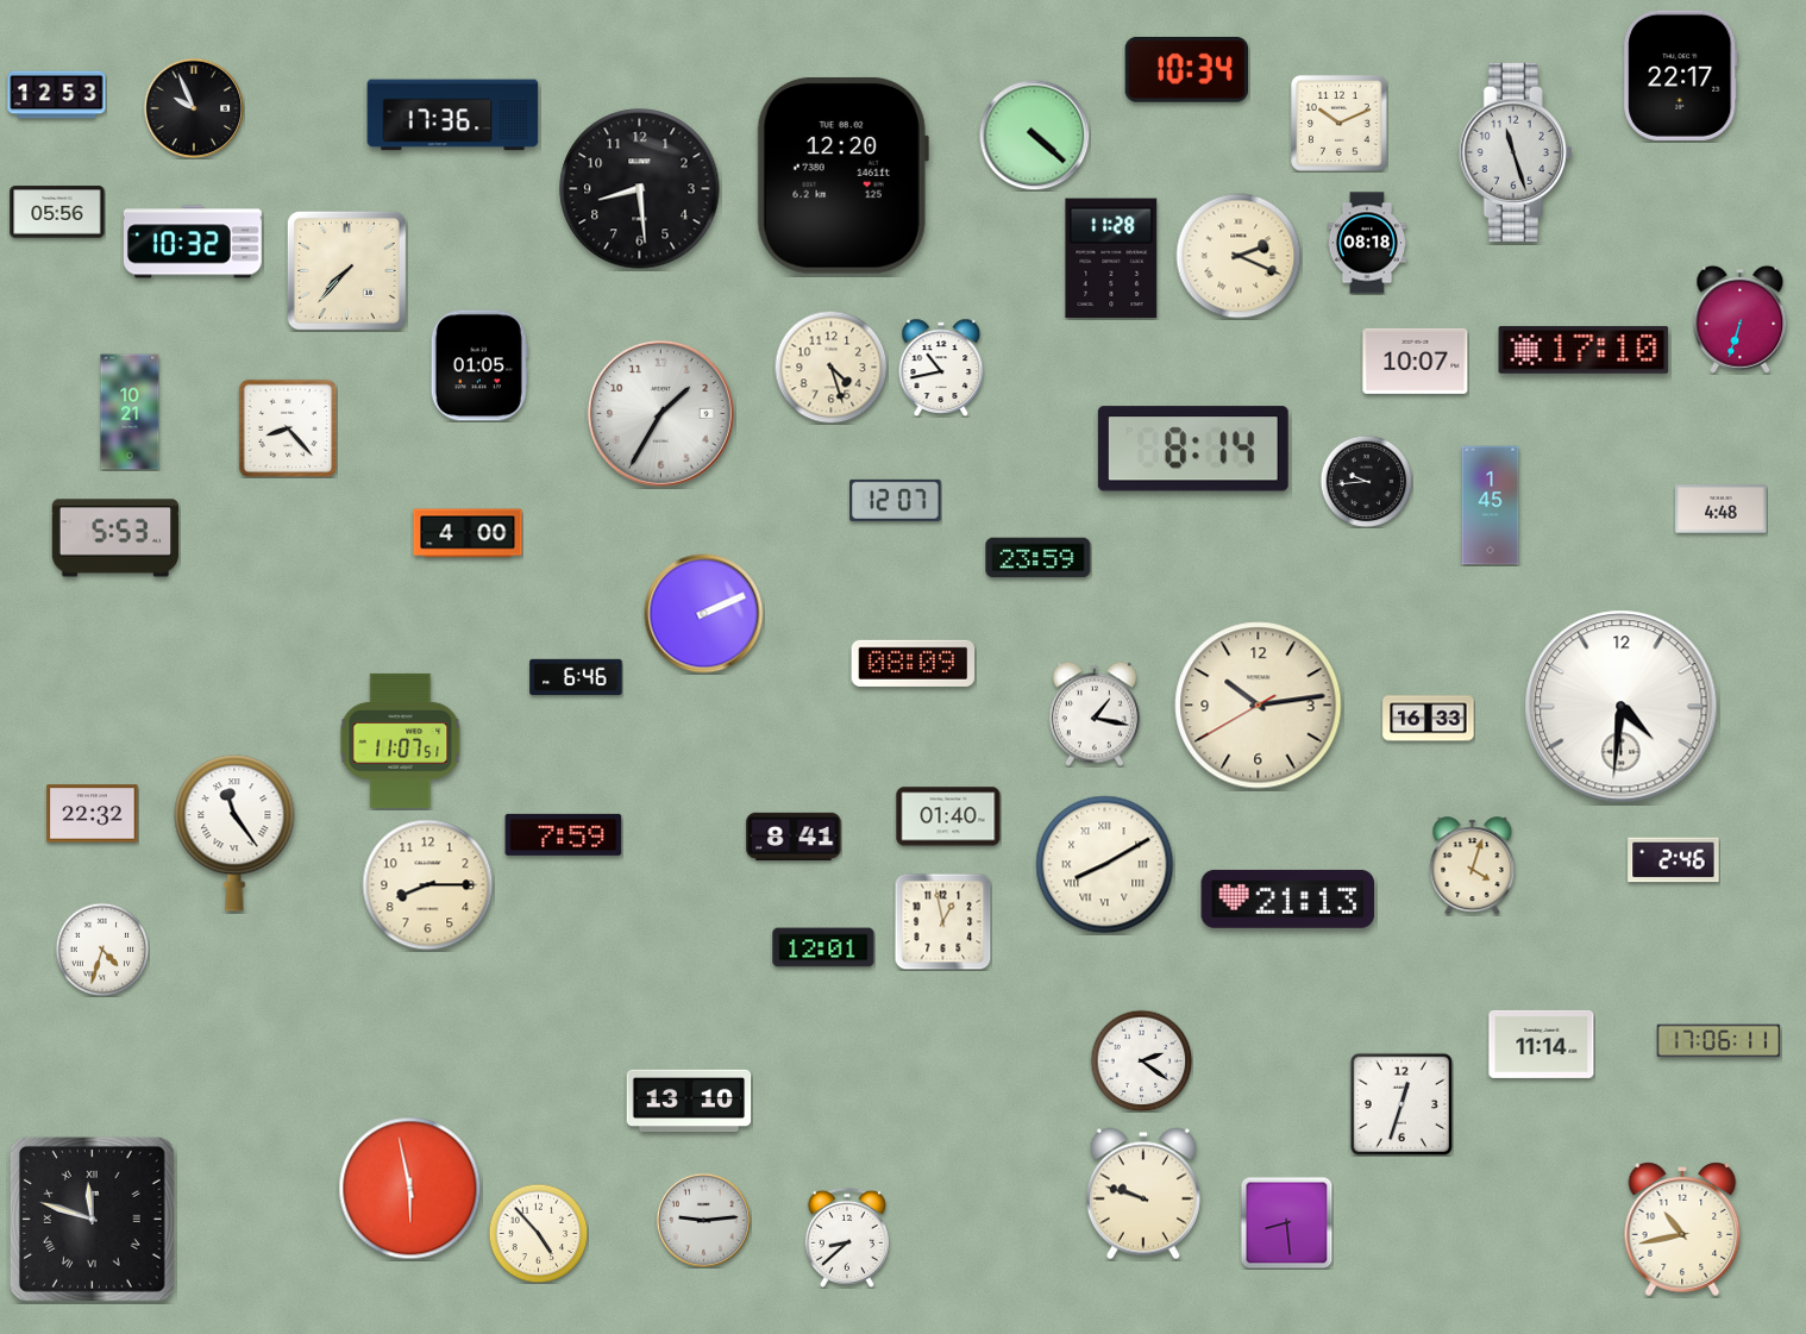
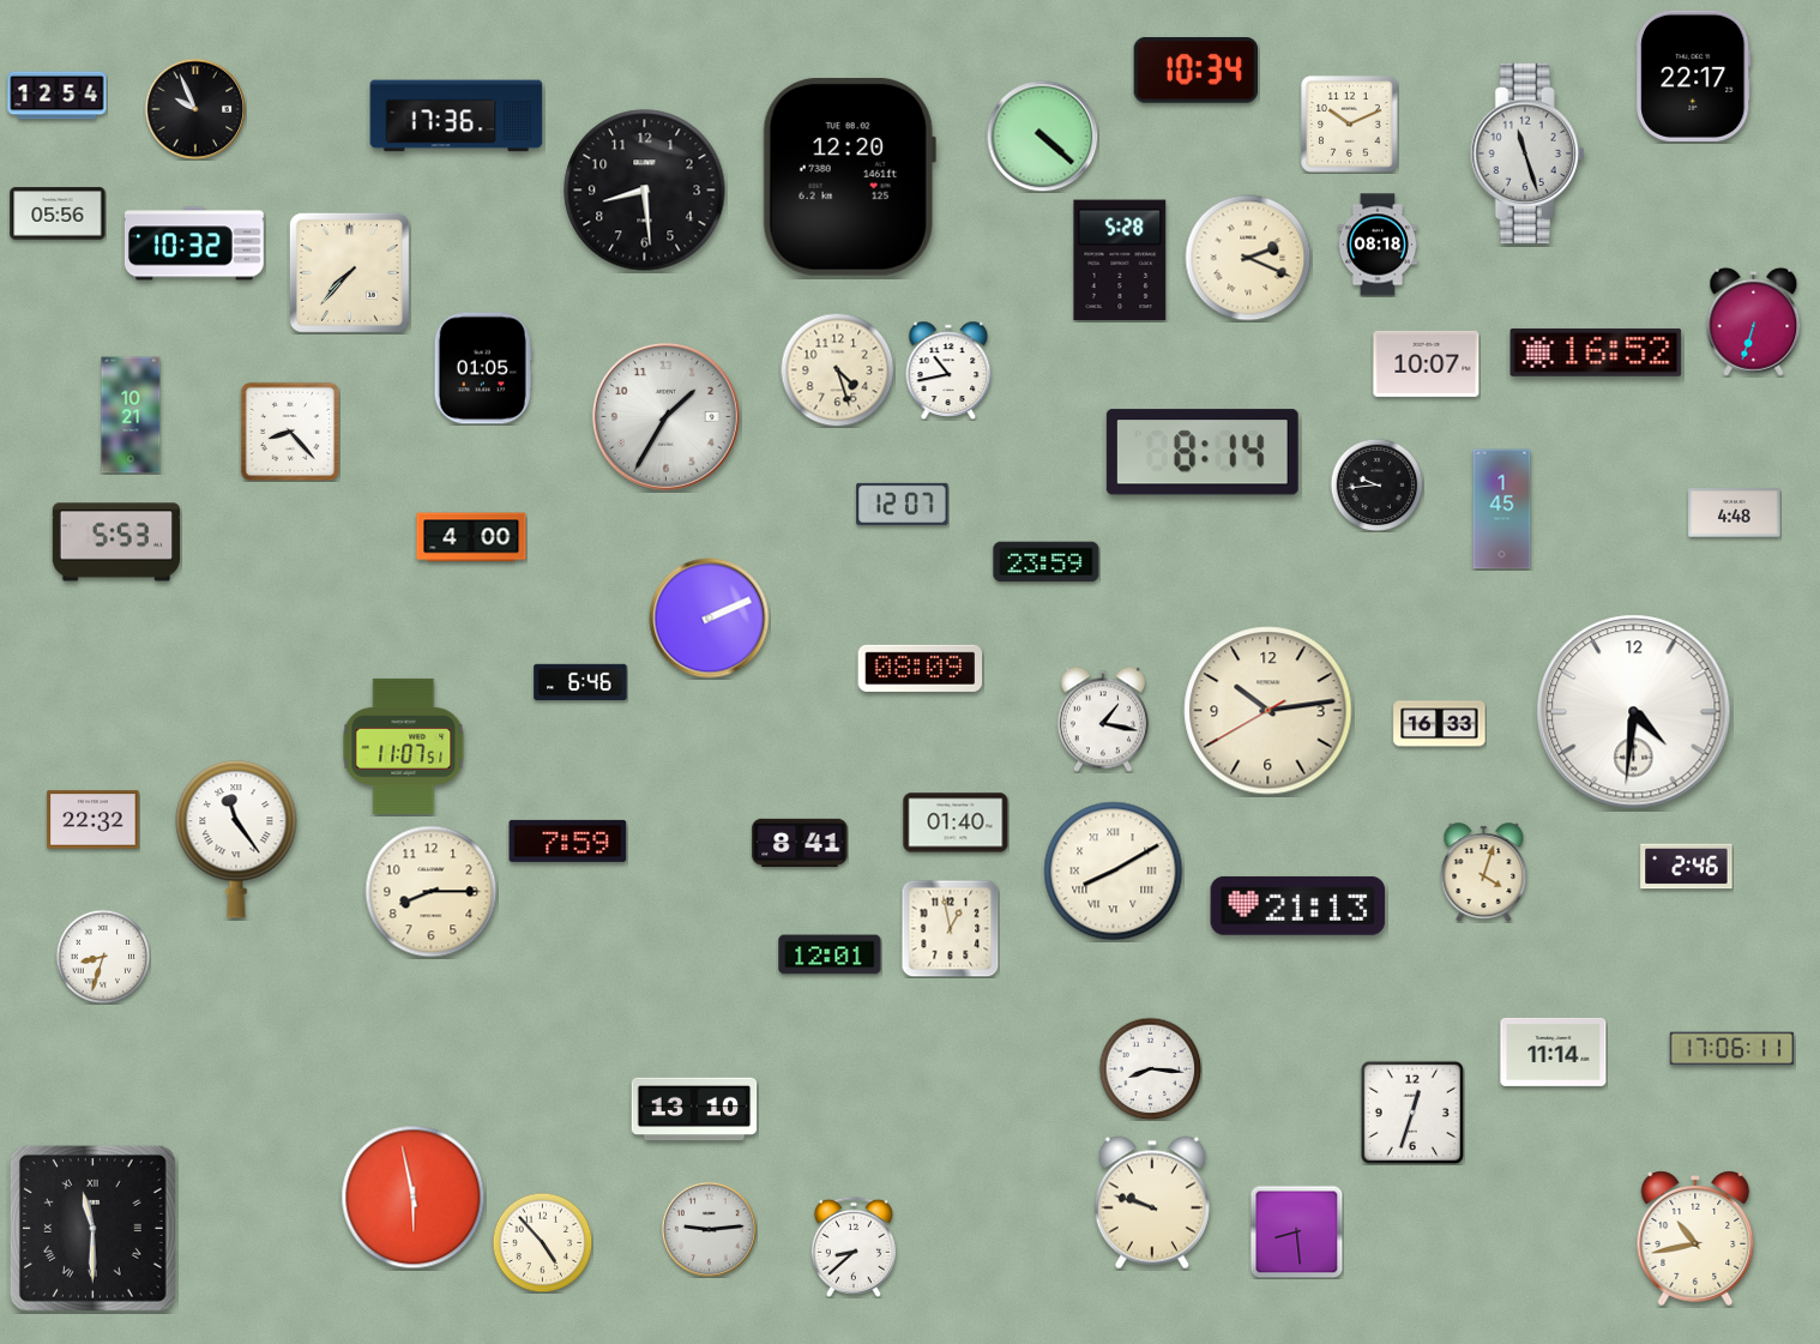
clock at (57, 95): 12:53 -> 12:54
clock at (1111, 258): 11:28 -> 5:28
clock at (1584, 350): 17:10 -> 16:52
clock at (102, 950): 4:33 -> 8:33
clock at (1141, 1060): 2:21 -> 8:16
clock at (92, 1219): 11:48 -> 11:30
